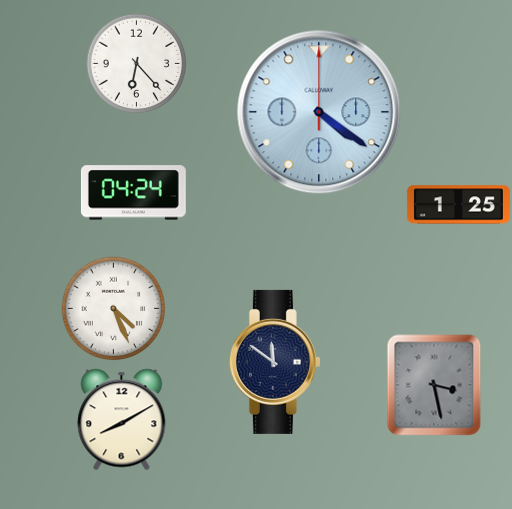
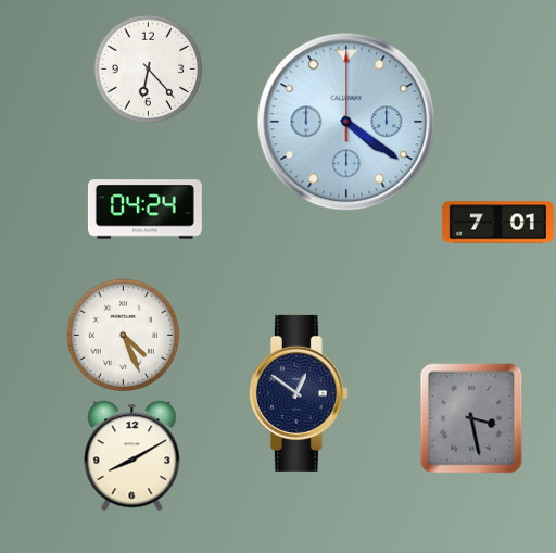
clock at (458, 205): 1:25 -> 7:01
clock at (275, 362): 11:51 -> 12:51
